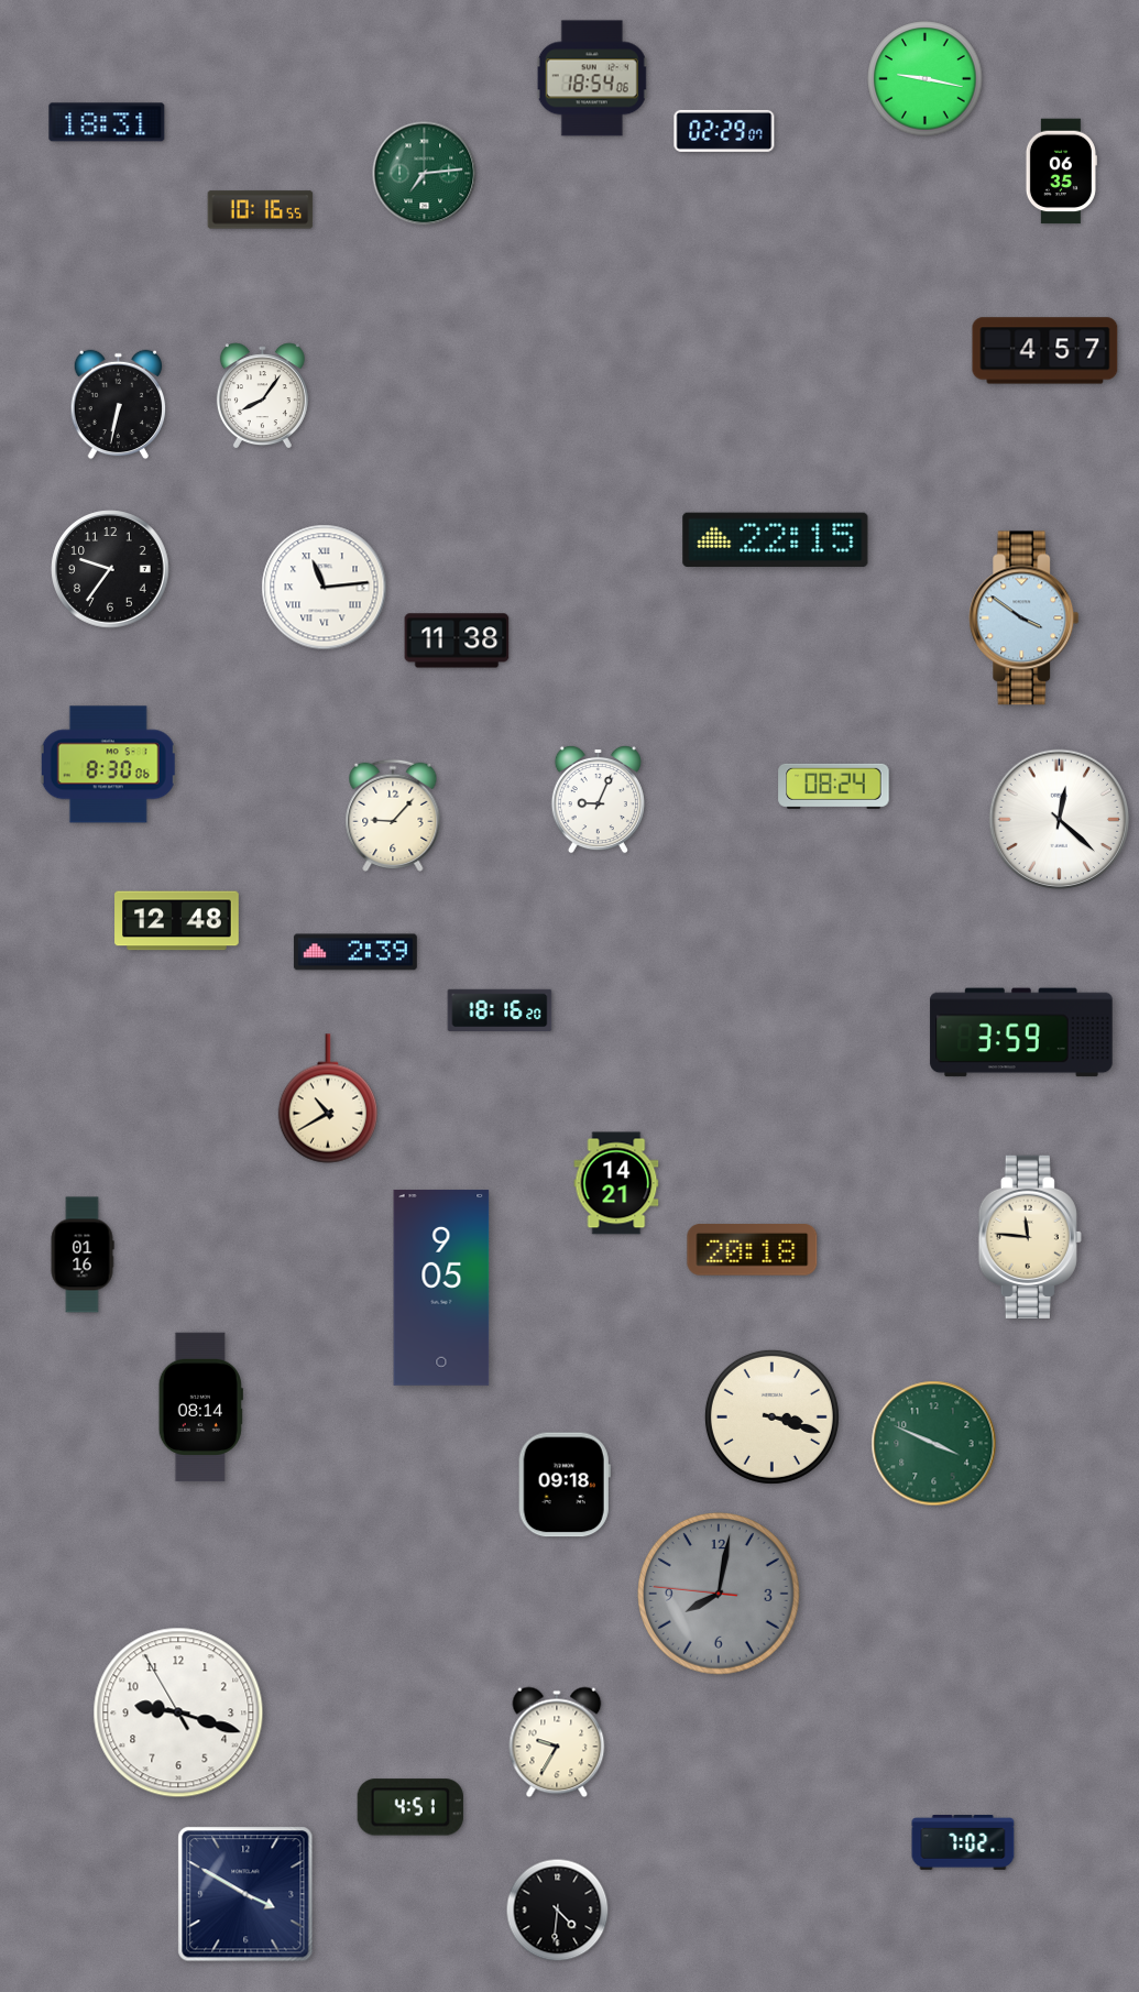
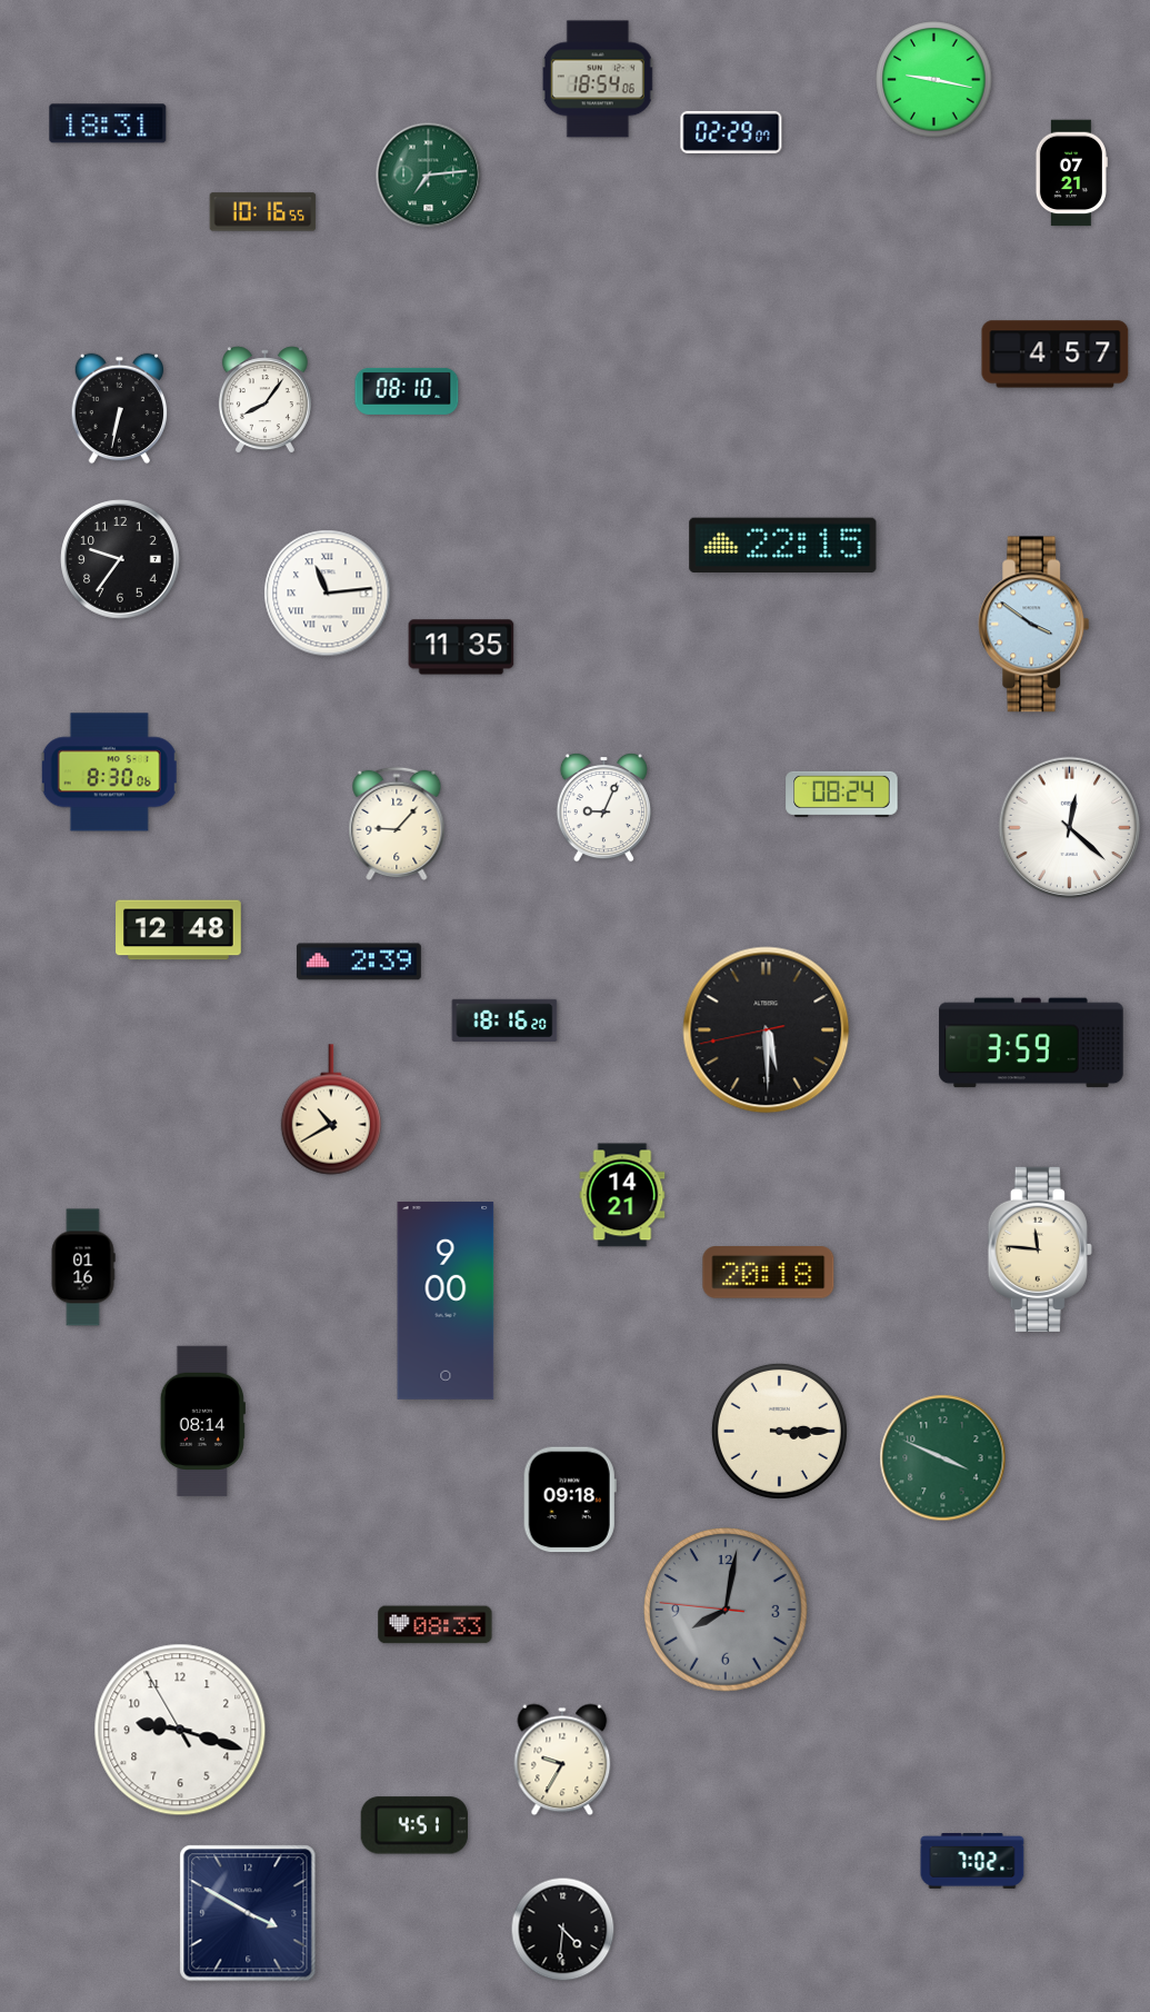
clock at (1061, 172): 06:35 -> 07:21
clock at (407, 391): none -> 08:10
clock at (110, 569) position: (110, 569) -> (120, 559)
clock at (457, 641): 11:38 -> 11:35
clock at (767, 1030): none -> 5:29
clock at (753, 1250) position: (753, 1250) -> (769, 1273)
clock at (441, 1288): 9:05 -> 9:00
clock at (771, 1416): 3:18 -> 3:15
clock at (436, 1625): none -> 08:33
